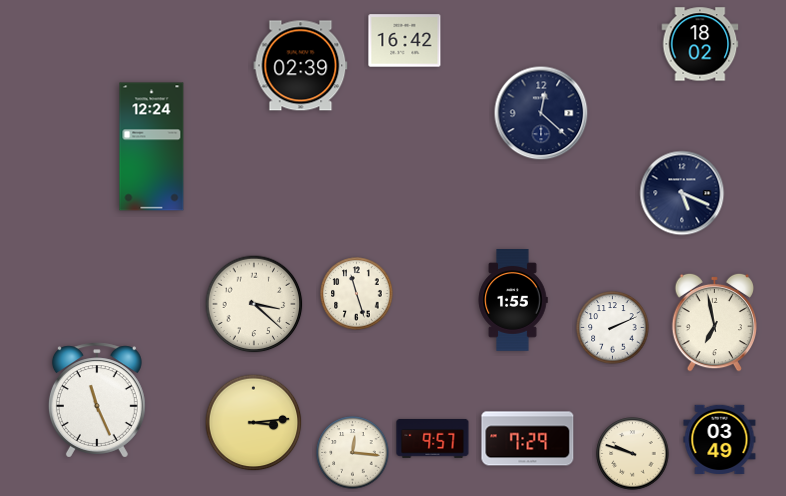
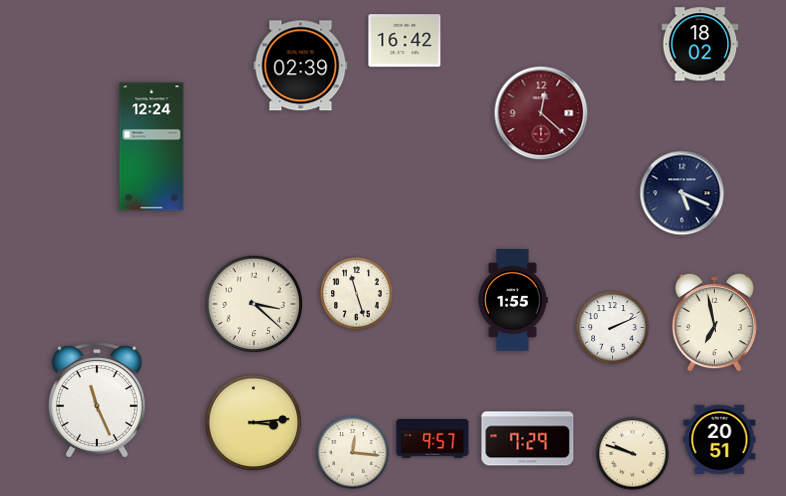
clock at (541, 113) dial: navy -> burgundy
clock at (720, 439): 03:49 -> 20:51
